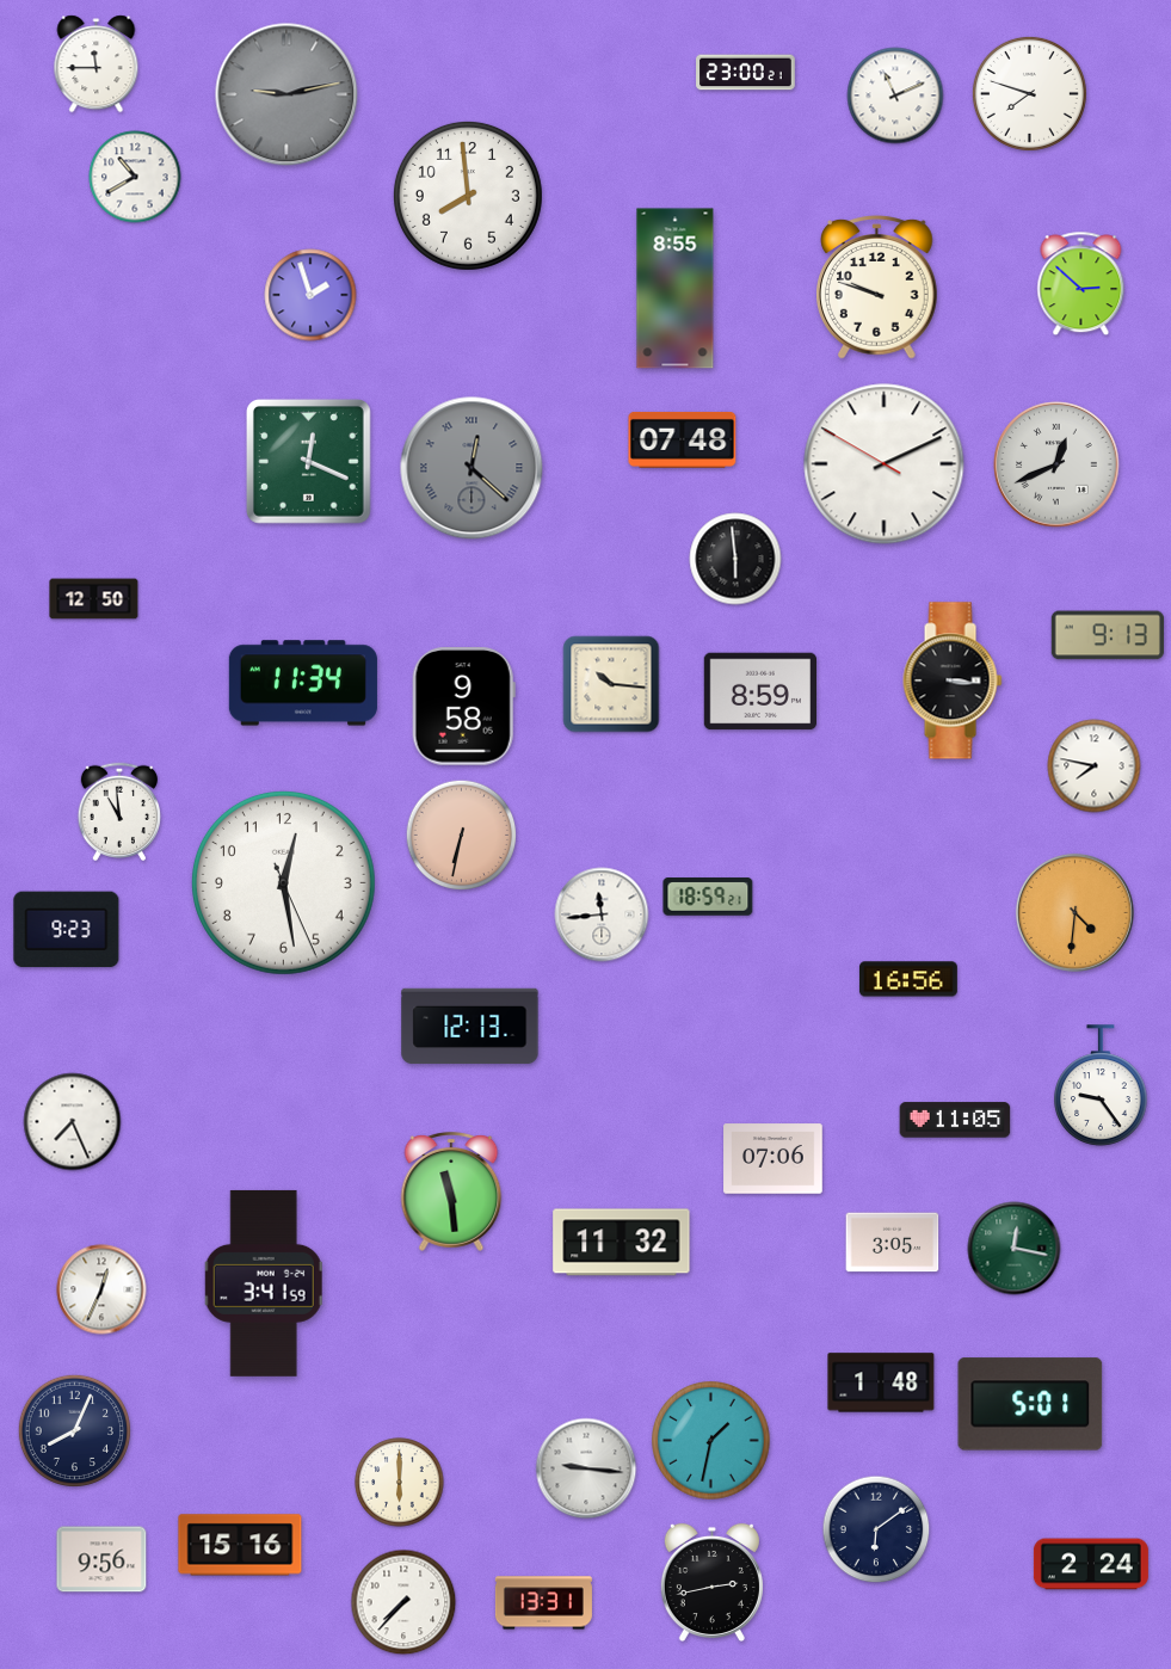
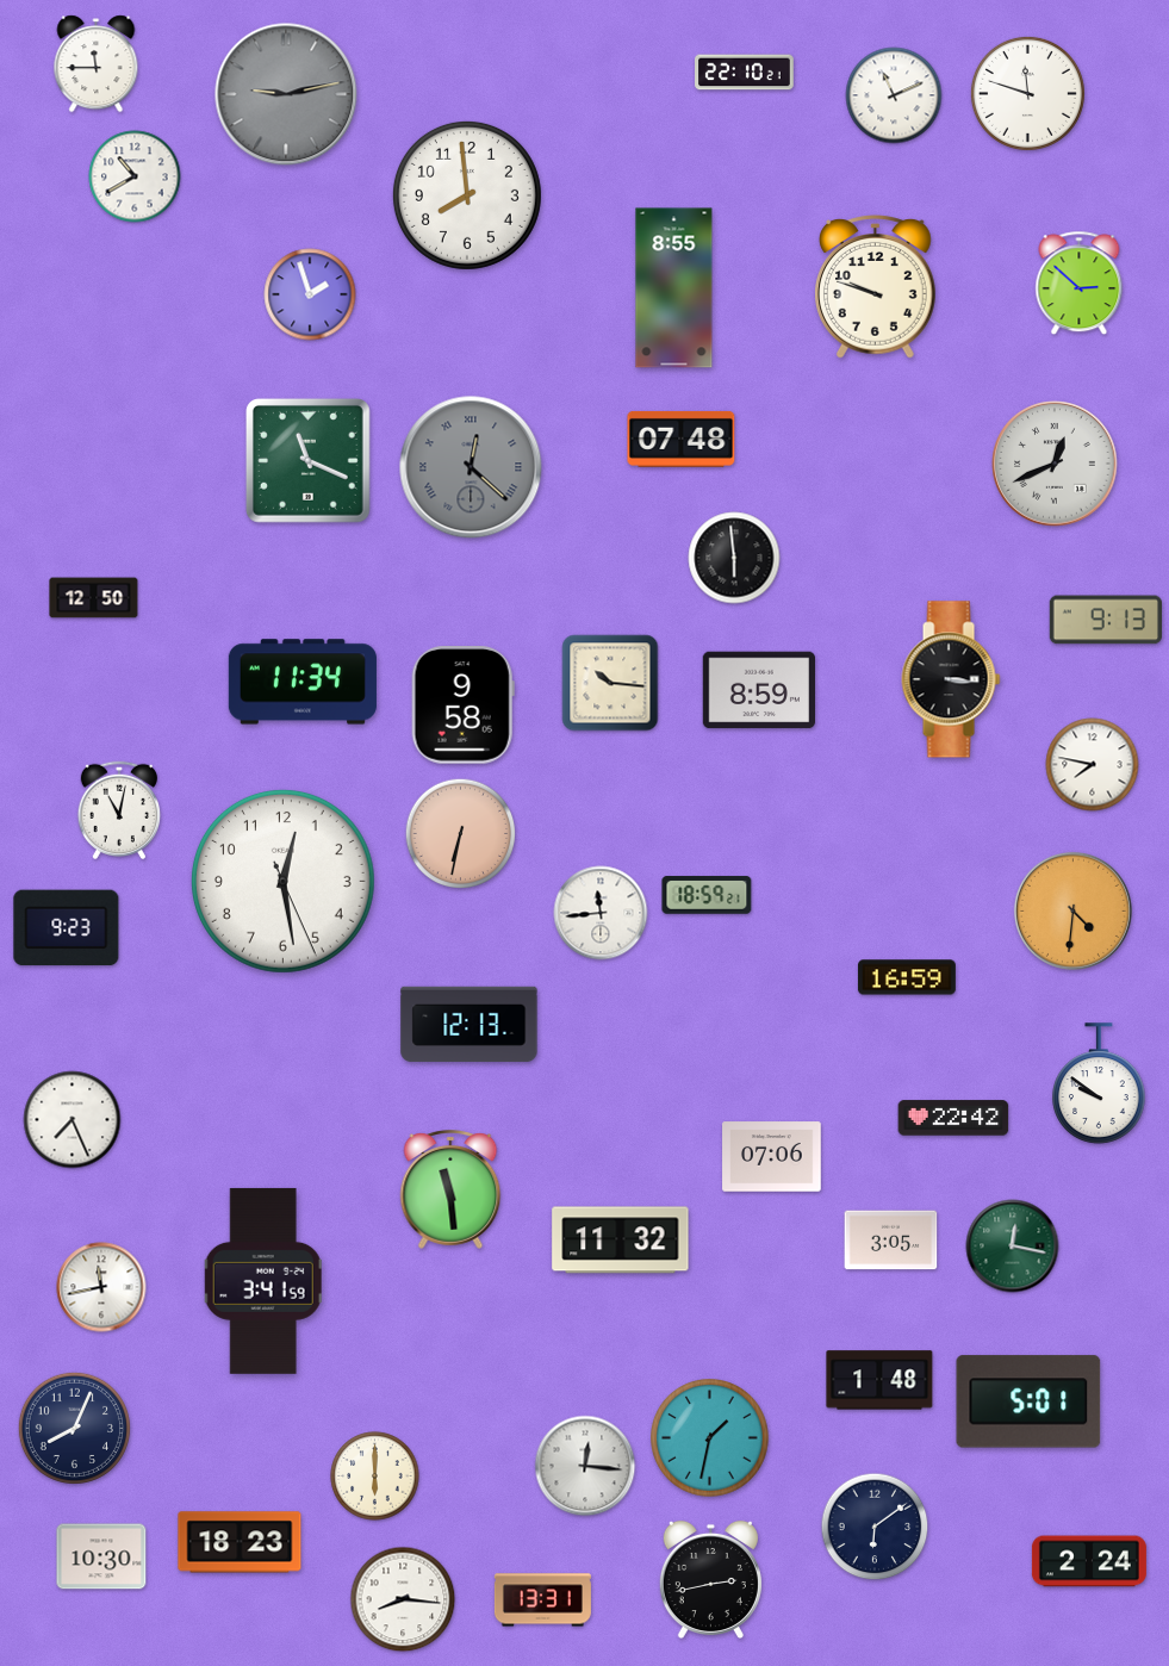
clock at (746, 73): 23:00 -> 22:10
clock at (1029, 93): 7:48 -> 11:48
clock at (308, 461): 12:19 -> 11:19
clock at (885, 464): 2:10 -> none
clock at (1107, 635) position: (1107, 635) -> (1105, 620)
clock at (118, 812): 10:59 -> 11:02
clock at (908, 979): 16:56 -> 16:59
clock at (1101, 1085): 9:24 -> 9:51
clock at (955, 1120): 11:05 -> 22:42
clock at (101, 1289): 12:34 -> 11:43
clock at (586, 1468): 9:16 -> 12:16
clock at (400, 1483) position: (400, 1483) -> (375, 1477)
clock at (240, 1545): 15:16 -> 18:23
clock at (101, 1559): 9:56 -> 10:30
clock at (403, 1602): 7:37 -> 8:16
